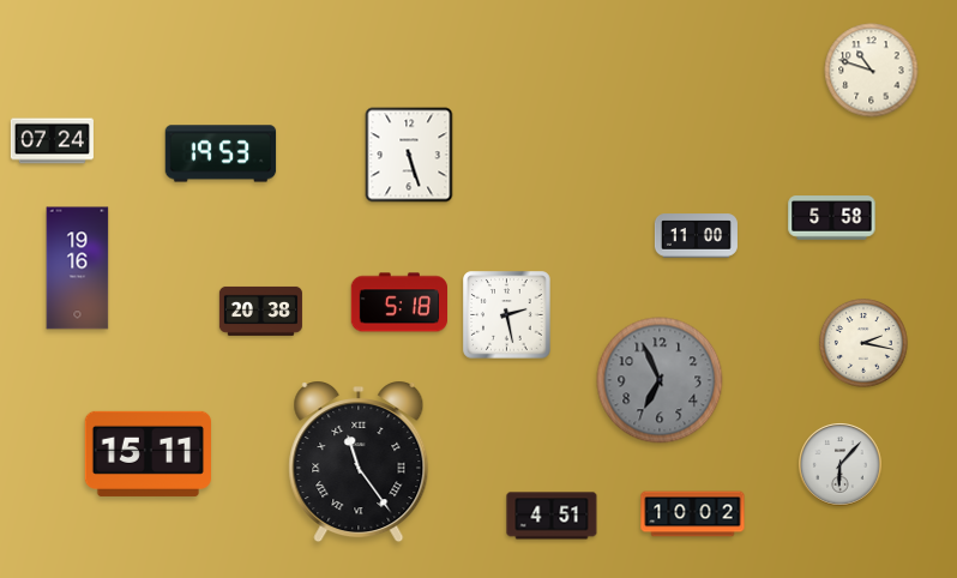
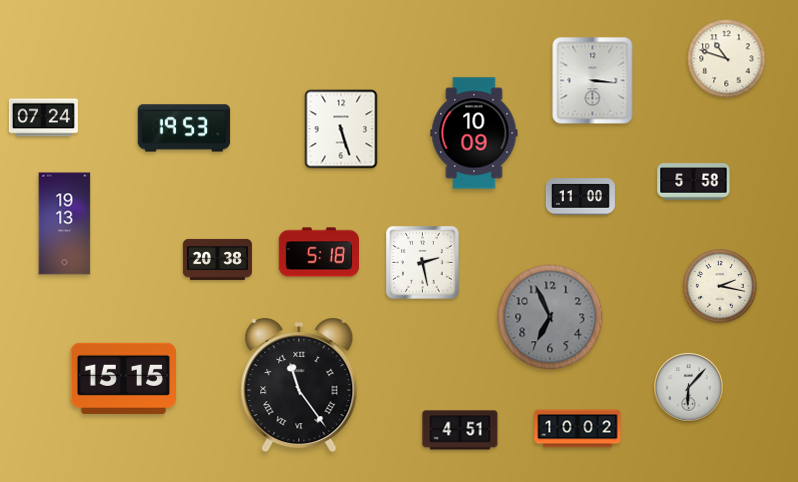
clock at (593, 81): none -> 3:16
clock at (474, 133): none -> 10:09
clock at (78, 269): 19:16 -> 19:13
clock at (399, 302) position: (399, 302) -> (319, 252)
clock at (148, 453): 15:11 -> 15:15
clock at (841, 465) position: (841, 465) -> (689, 388)
